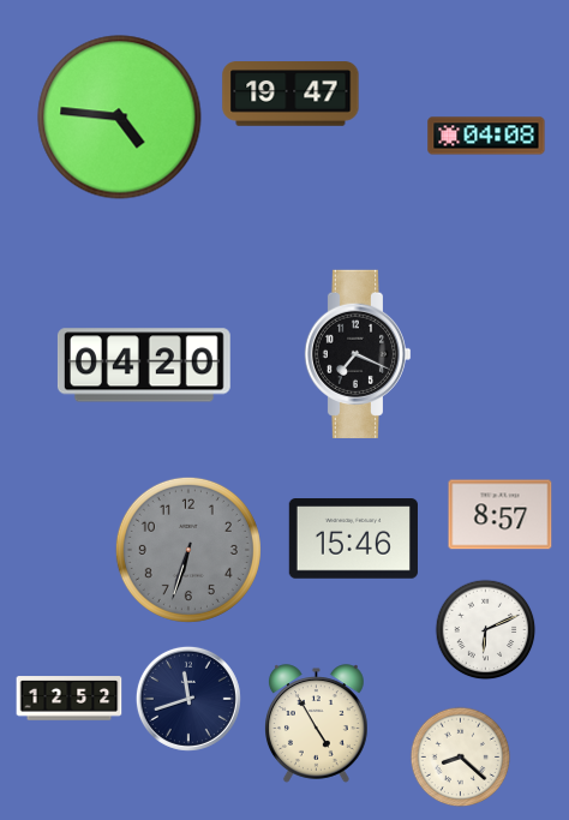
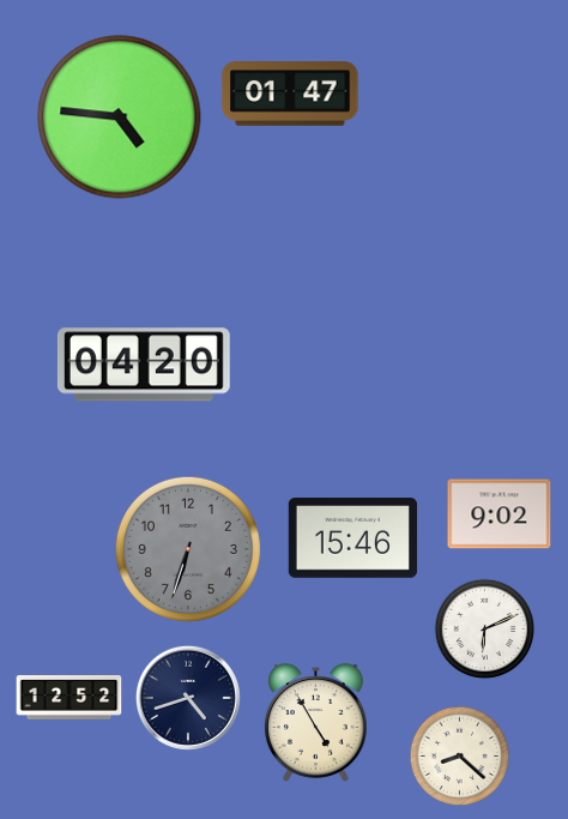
clock at (291, 94): 19:47 -> 01:47
clock at (486, 136): 04:08 -> none
clock at (358, 354): 7:19 -> none
clock at (501, 515): 8:57 -> 9:02
clock at (188, 699): 11:42 -> 4:42
